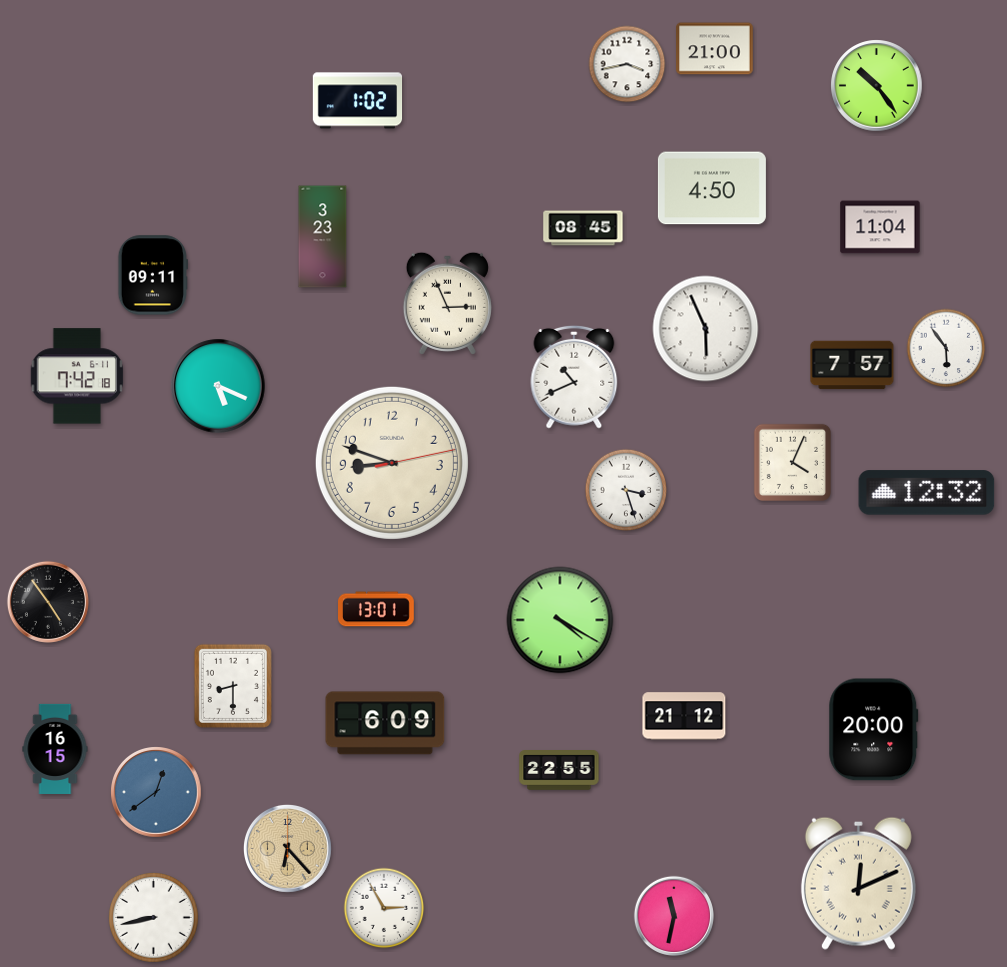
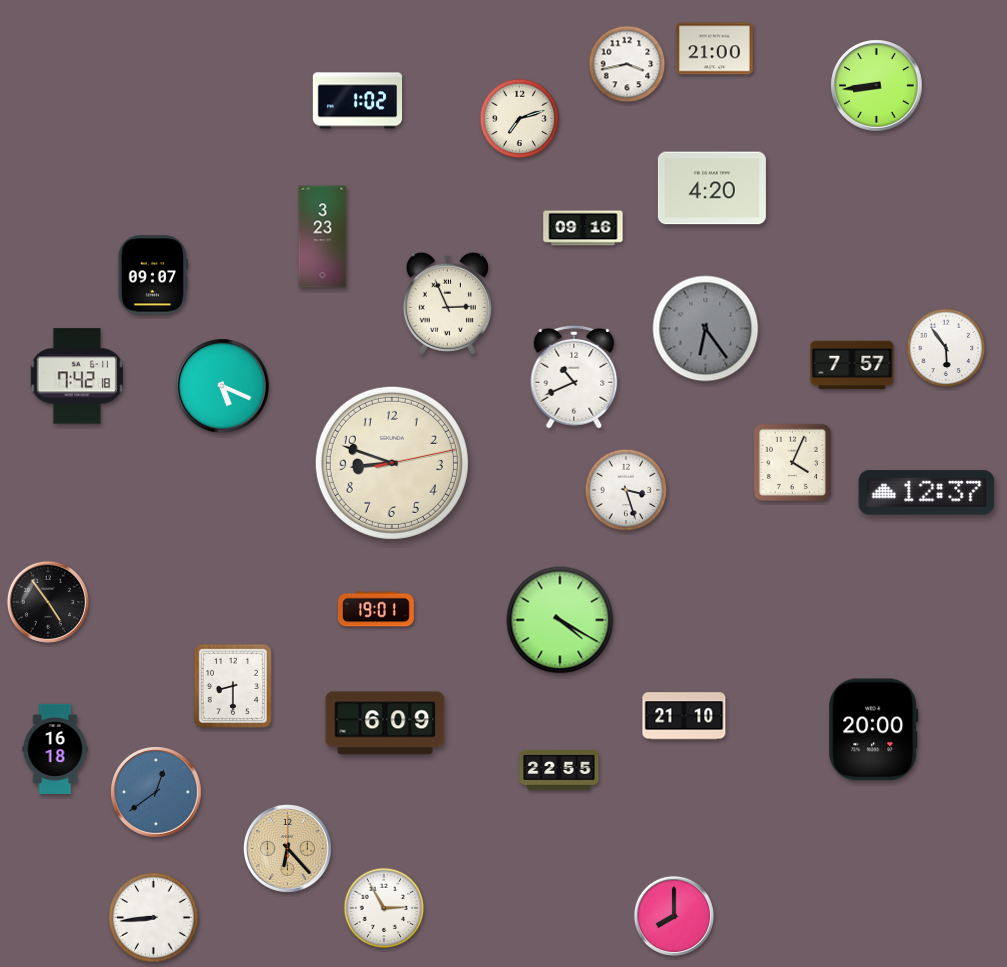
clock at (877, 86): 10:24 -> 8:44
clock at (520, 119): none -> 7:12
clock at (712, 188): 4:50 -> 4:20
clock at (880, 227): 11:04 -> none
clock at (583, 228): 08:45 -> 09:16
clock at (152, 275): 09:11 -> 09:07
clock at (706, 329): 5:56 -> 6:24
clock at (706, 329) dial: white -> grey
clock at (218, 386) position: (218, 386) -> (222, 386)
clock at (927, 493): 12:32 -> 12:37
clock at (377, 609): 13:01 -> 19:01
clock at (684, 716): 21:12 -> 21:10
clock at (55, 749): 16:15 -> 16:18
clock at (858, 883): 12:11 -> none
clock at (674, 916): 11:32 -> 8:00
clock at (154, 918): 8:43 -> 8:44
